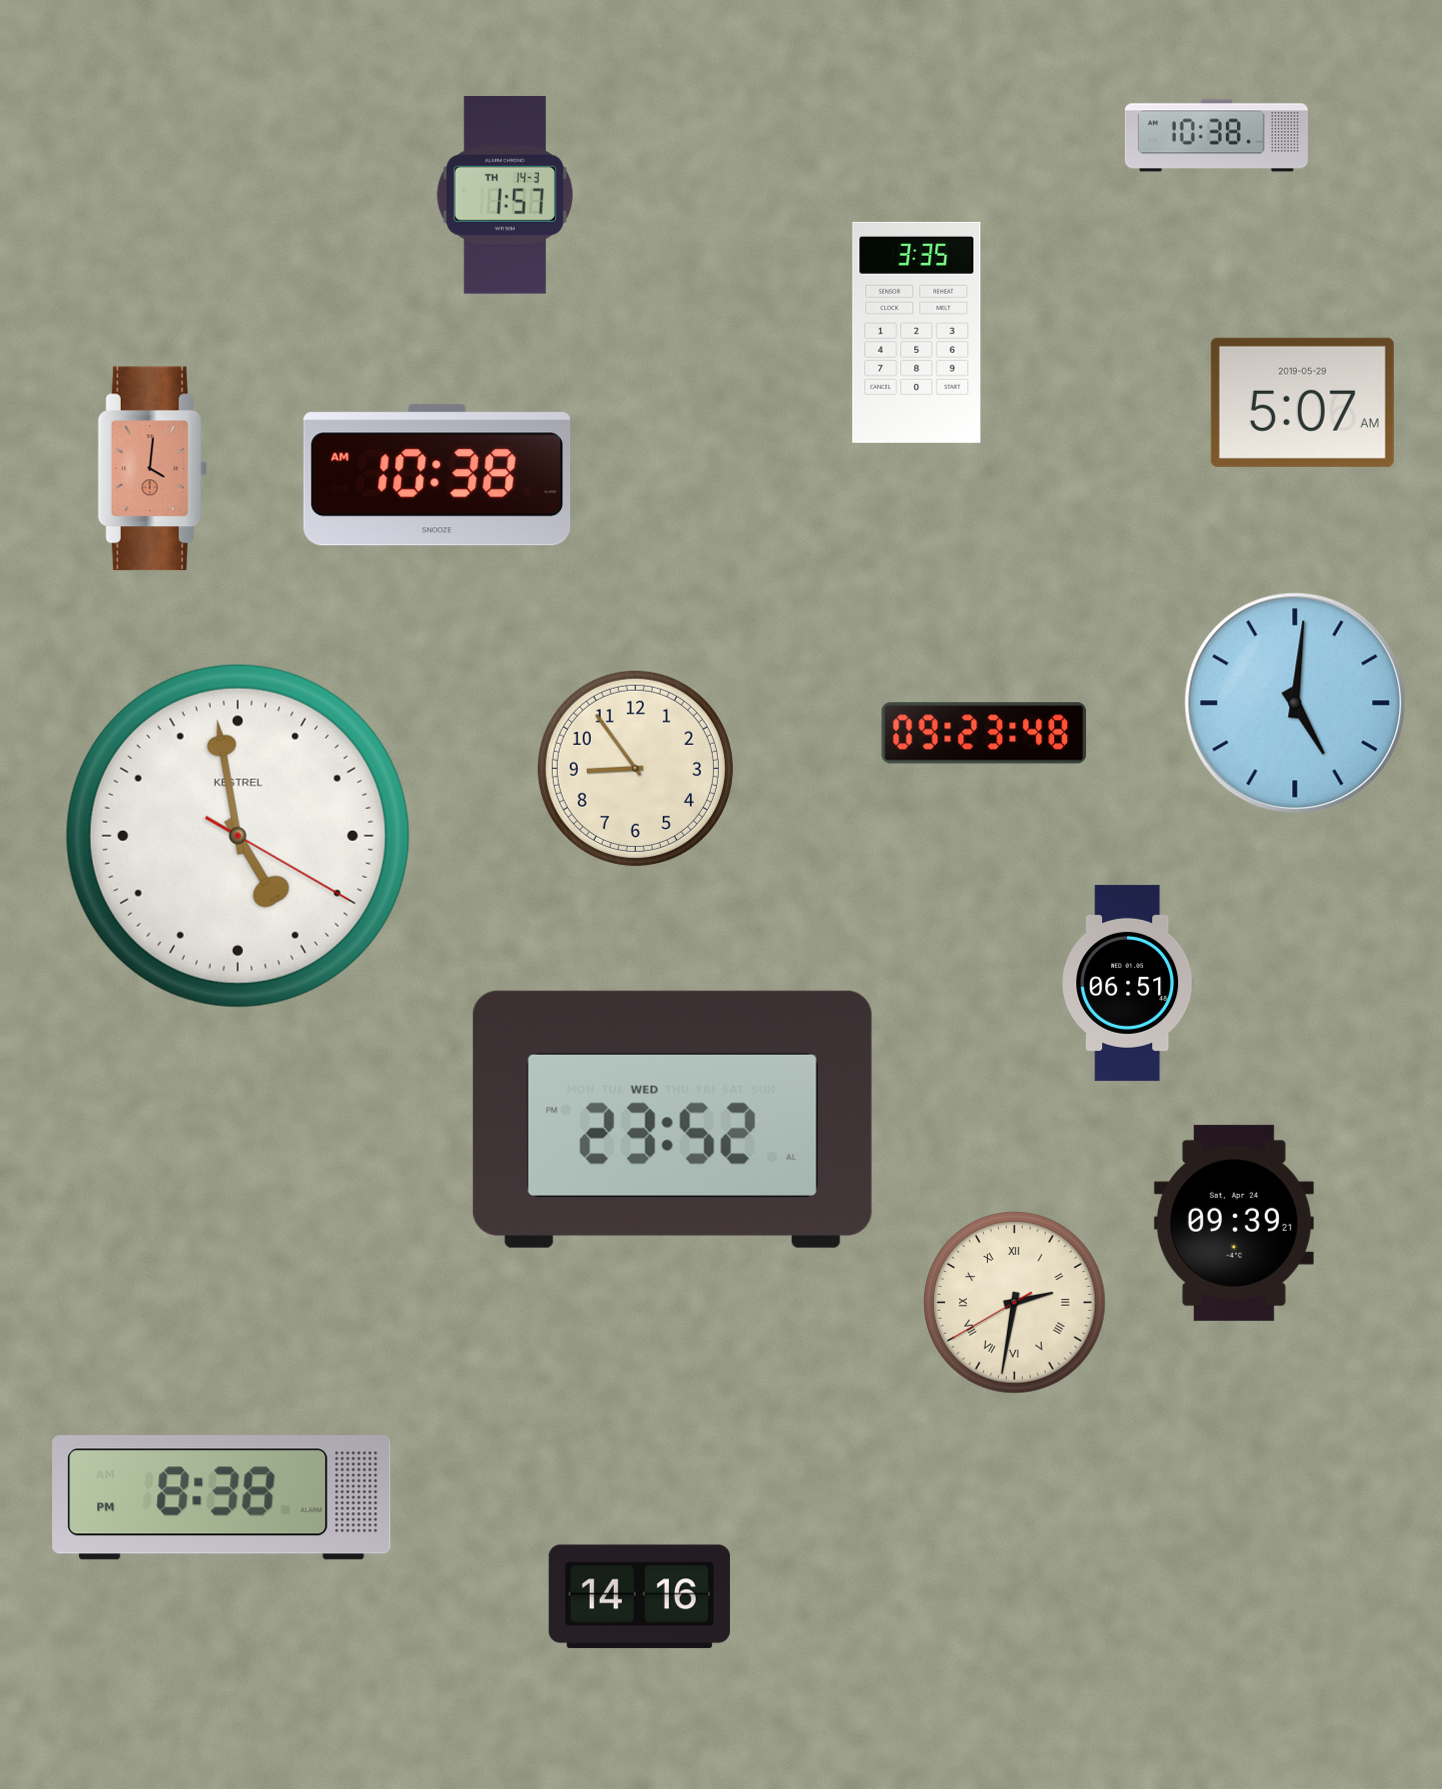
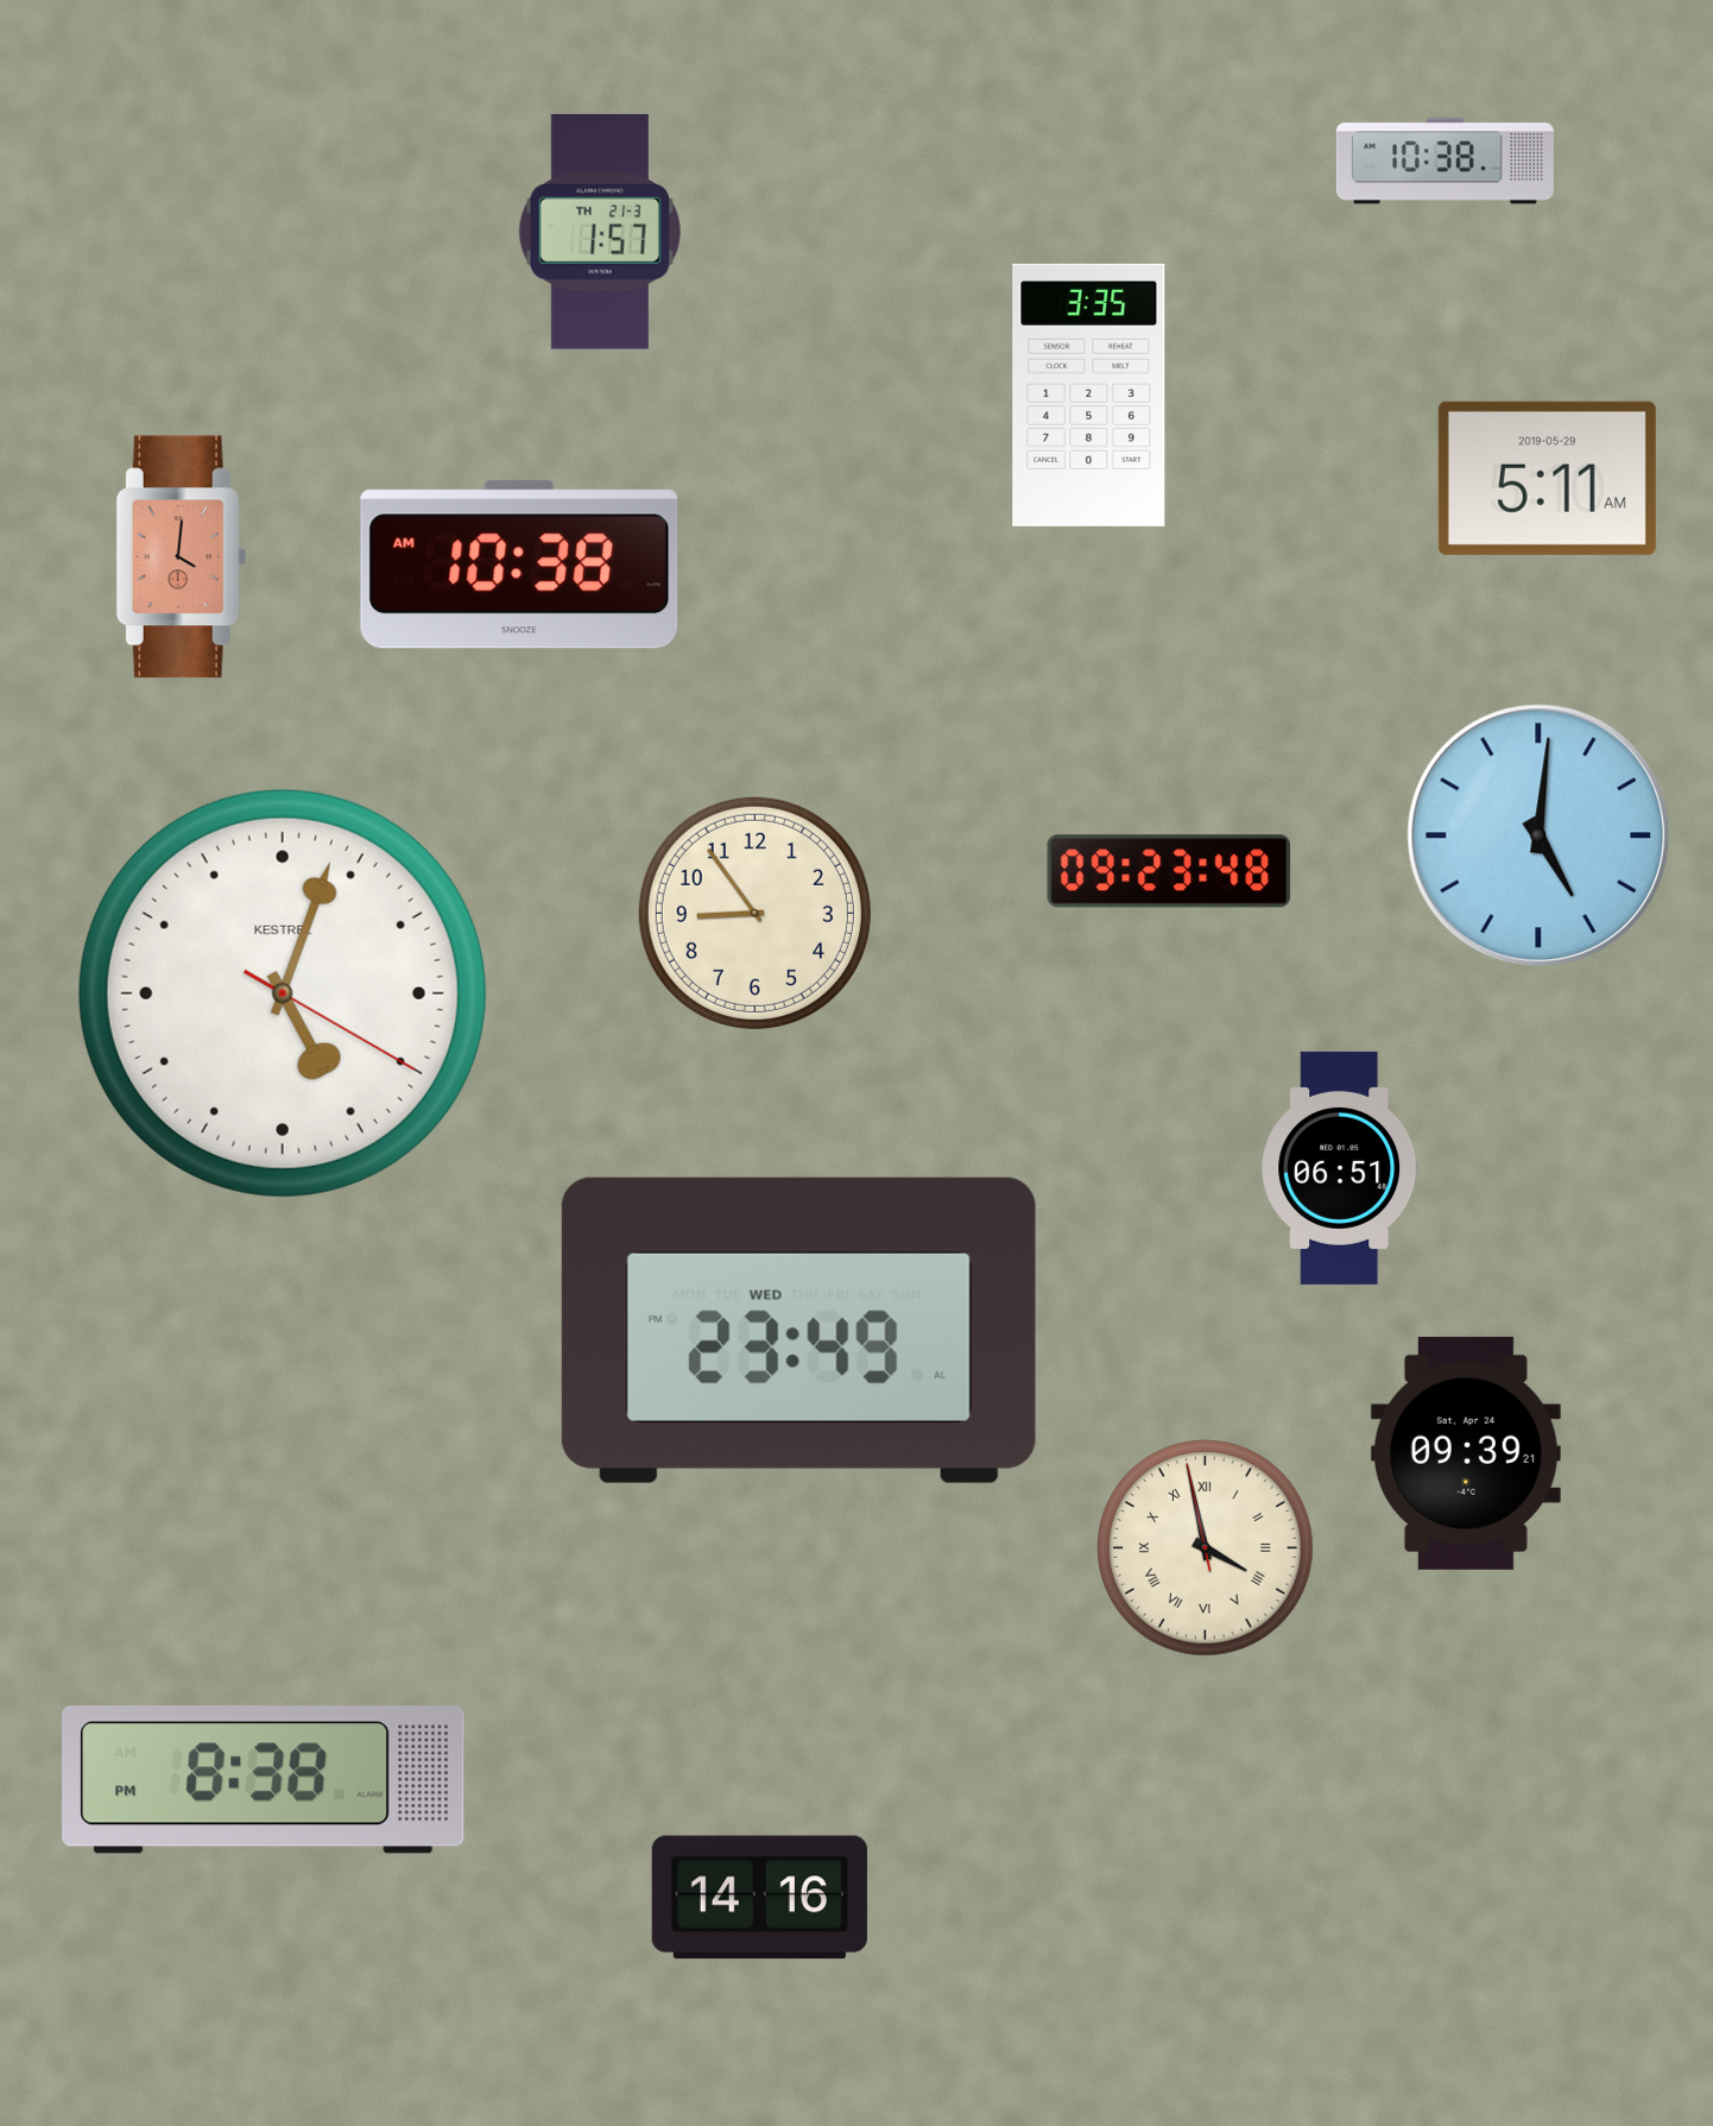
clock at (505, 195) date: TH 14-3 -> TH 21-3
clock at (1302, 402): 5:07 -> 5:11
clock at (238, 836): 4:58 -> 5:03
clock at (672, 1119): 23:52 -> 23:49
clock at (1015, 1303): 2:31 -> 3:57
